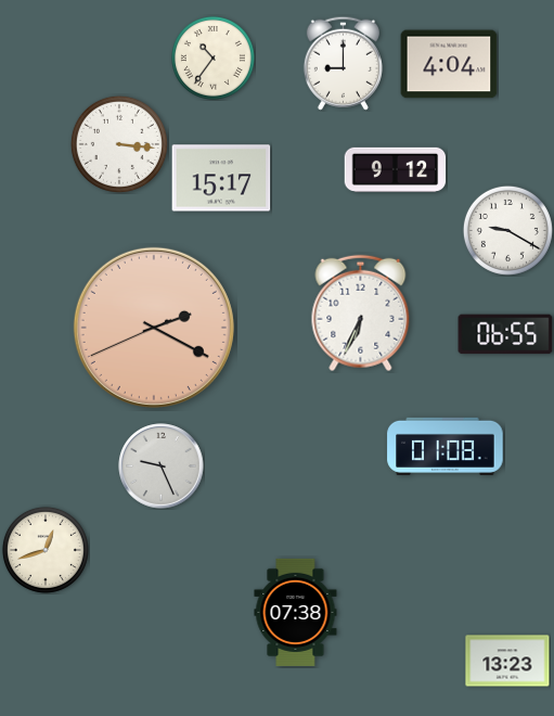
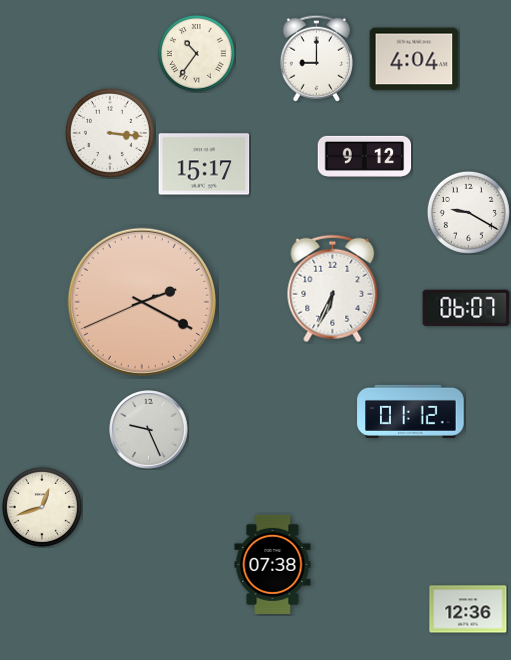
clock at (505, 334): 06:55 -> 06:07
clock at (446, 446): 01:08 -> 01:12
clock at (507, 661): 13:23 -> 12:36
